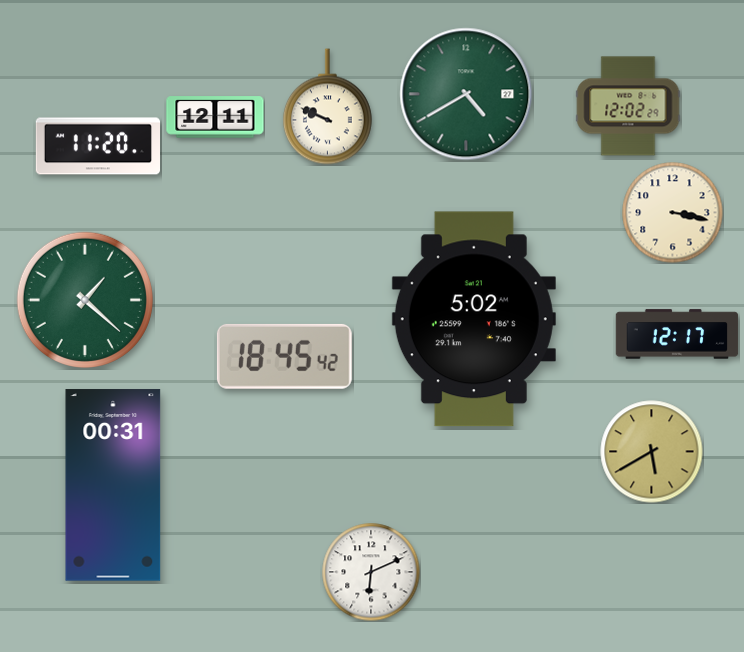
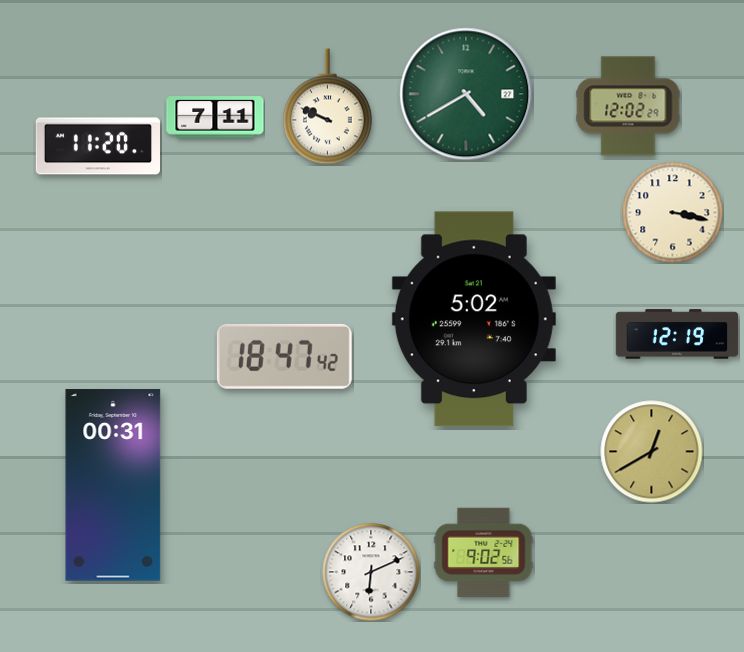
clock at (215, 117): 12:11 -> 7:11
clock at (85, 300): 1:22 -> none
clock at (677, 334): 12:17 -> 12:19
clock at (284, 356): 18:45 -> 18:47
clock at (652, 452): 5:40 -> 12:40
clock at (484, 553): none -> 9:02
